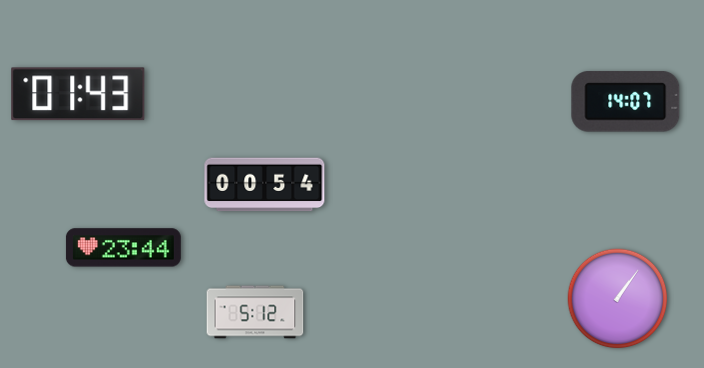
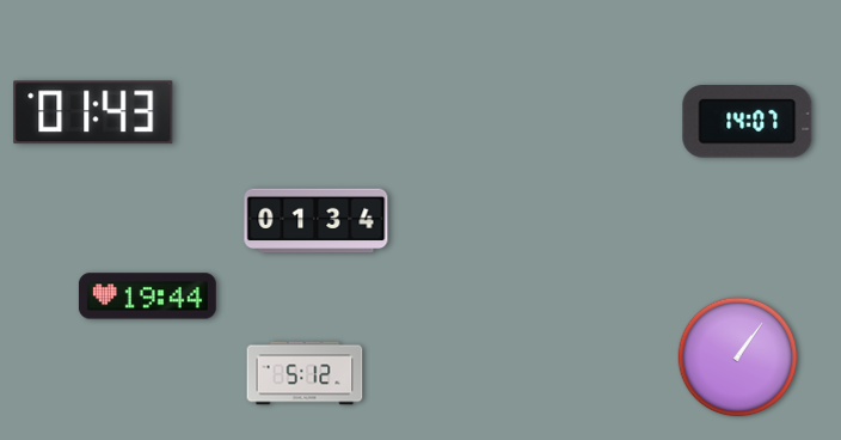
clock at (265, 185): 00:54 -> 01:34
clock at (123, 248): 23:44 -> 19:44
